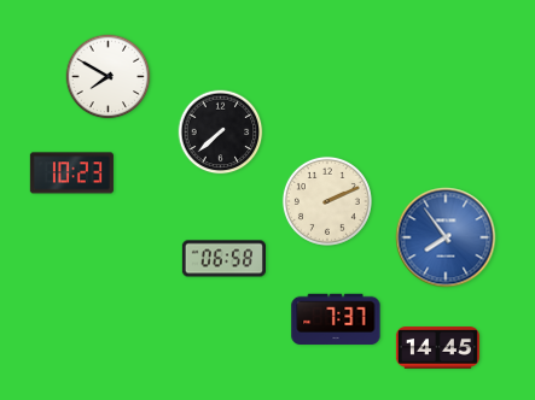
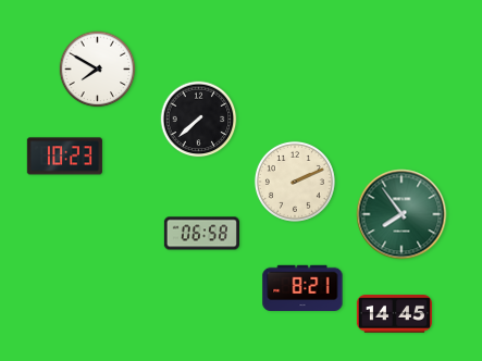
clock at (446, 237) dial: blue -> green
clock at (336, 318): 7:37 -> 8:21
